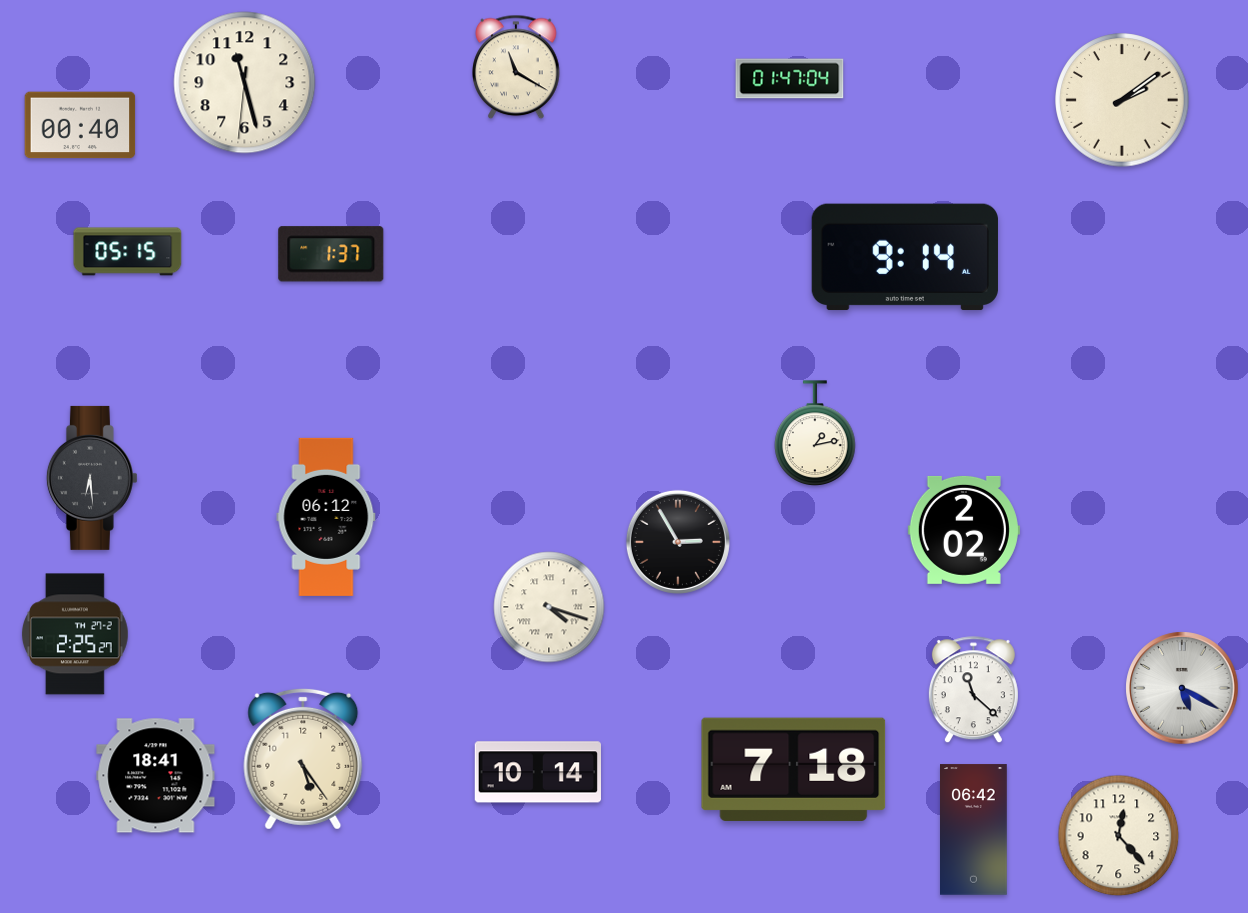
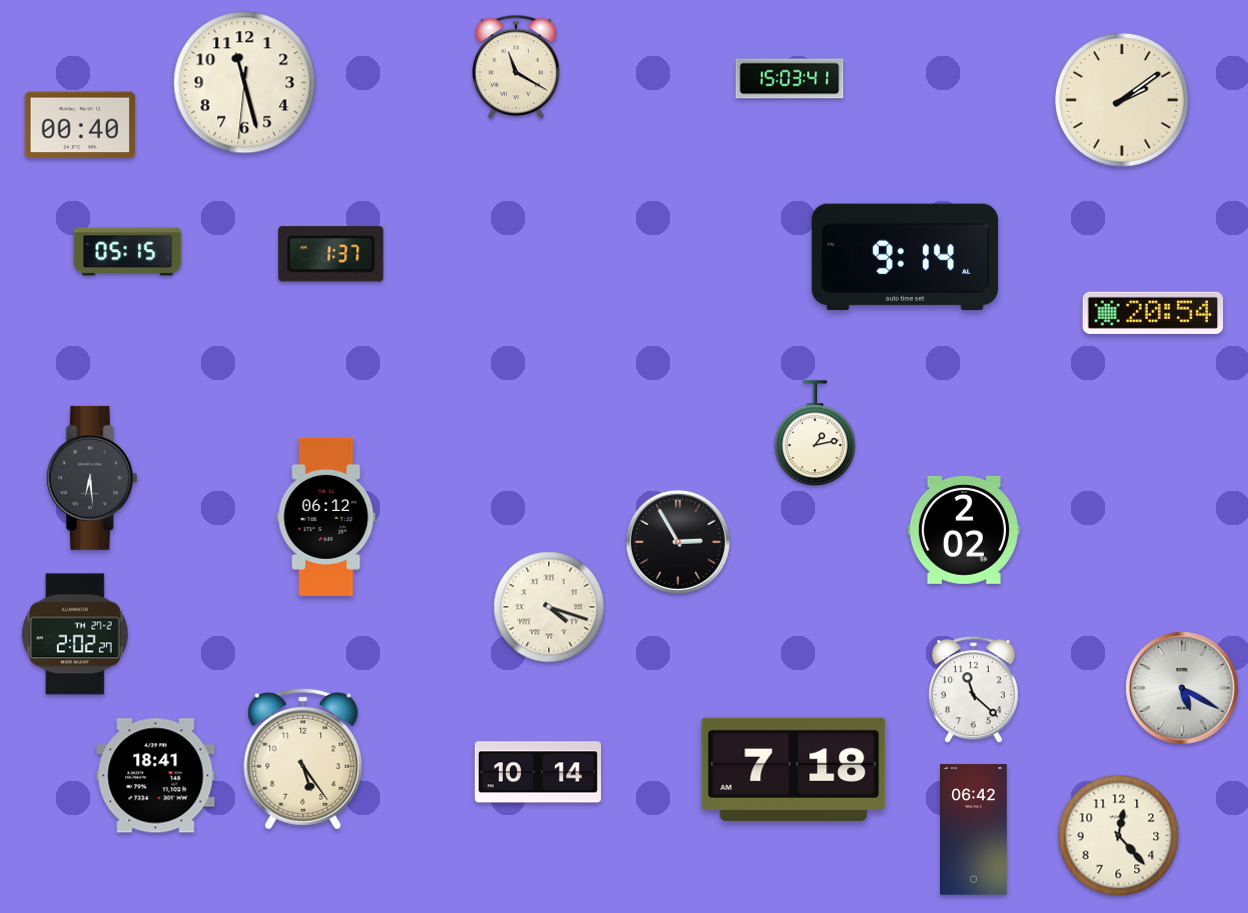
clock at (790, 79): 01:47 -> 15:03
clock at (1153, 313): none -> 20:54
clock at (75, 634): 2:25 -> 2:02
